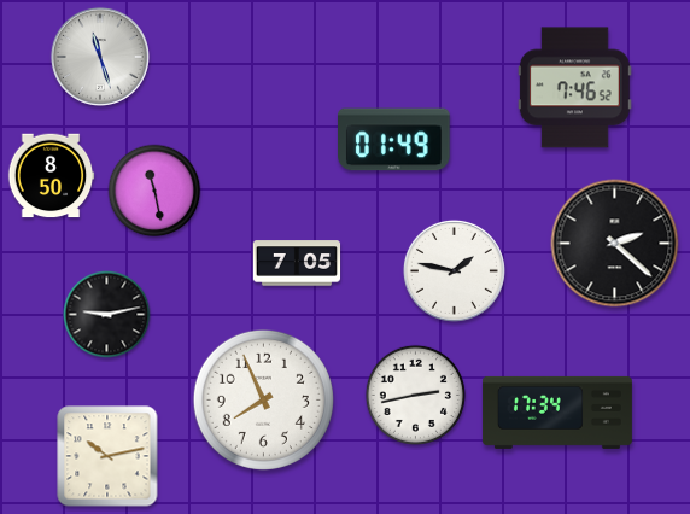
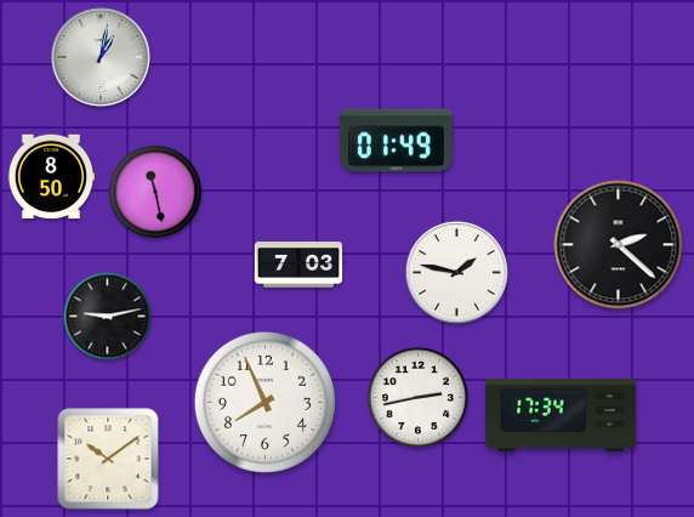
clock at (100, 57): 11:27 -> 1:02
clock at (574, 88): 7:46 -> none
clock at (297, 263): 7:05 -> 7:03
clock at (107, 456): 10:13 -> 10:09
